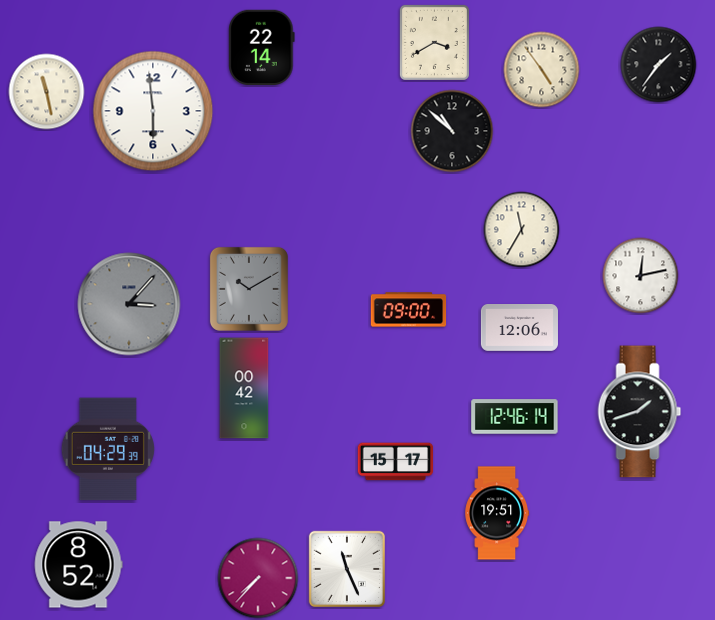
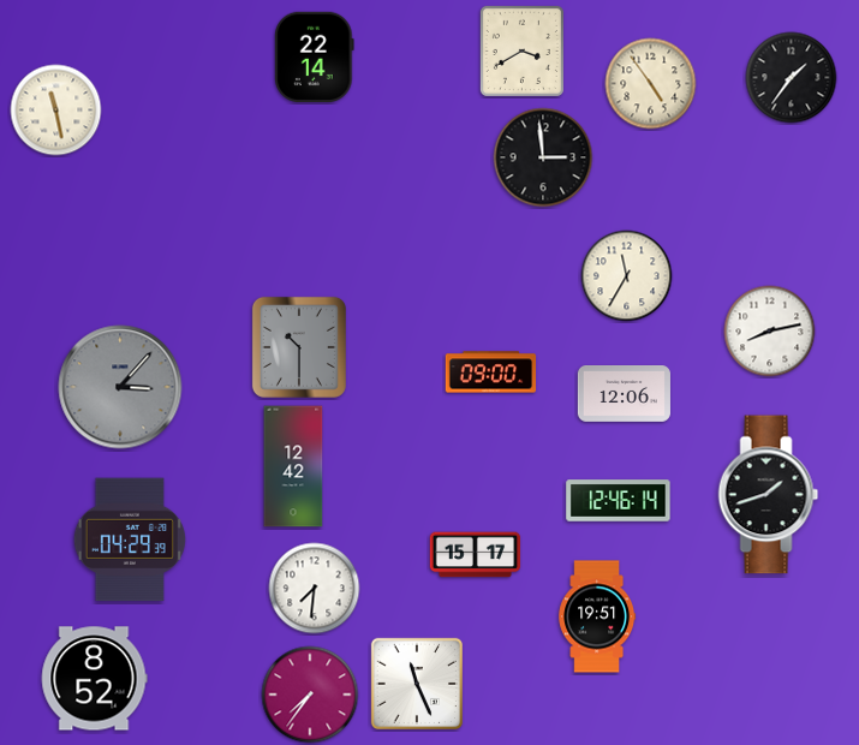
clock at (153, 111): 5:59 -> none
clock at (452, 131): 10:52 -> 2:59
clock at (641, 276): 12:13 -> 8:13
clock at (249, 289): 10:10 -> 10:30
clock at (129, 304) position: (129, 304) -> (120, 387)
clock at (244, 388): 00:42 -> 12:42
clock at (315, 589): none -> 7:31
clock at (258, 578): 7:37 -> 7:36
